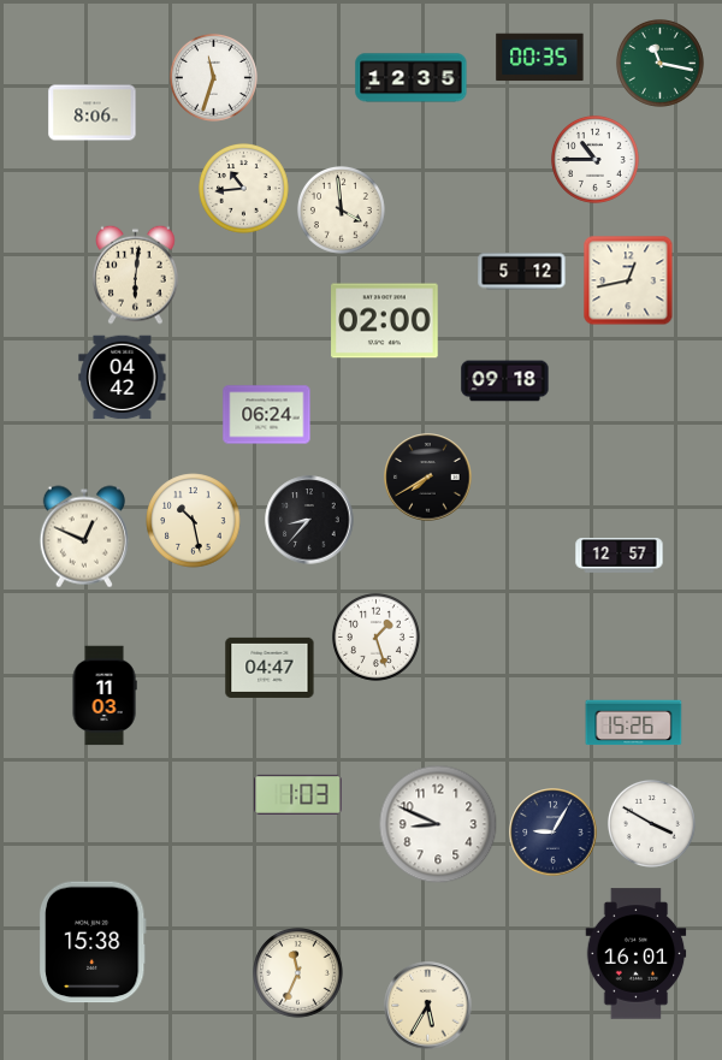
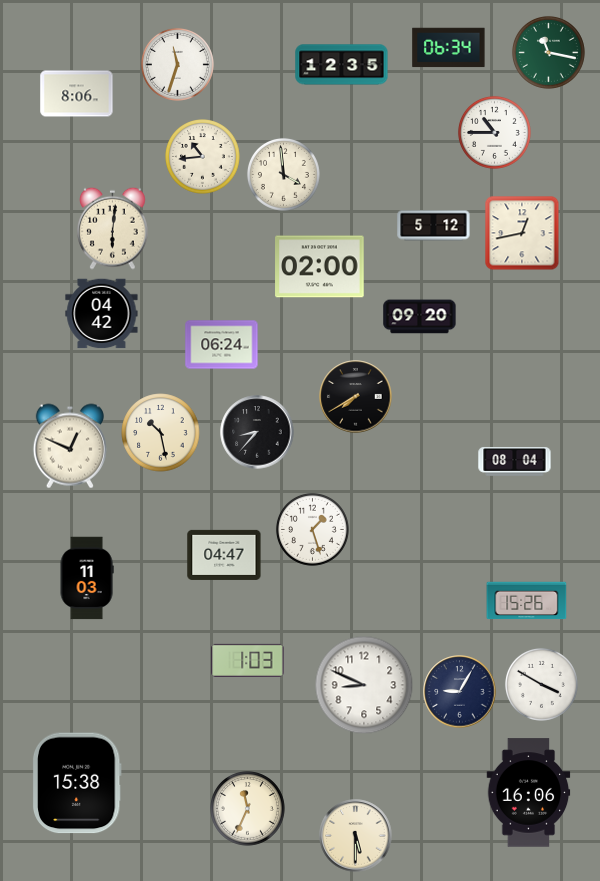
clock at (540, 58): 00:35 -> 06:34
clock at (505, 381): 09:18 -> 09:20
clock at (620, 556): 12:57 -> 08:04
clock at (637, 954): 16:01 -> 16:06
clock at (428, 1006): 5:35 -> 5:30
